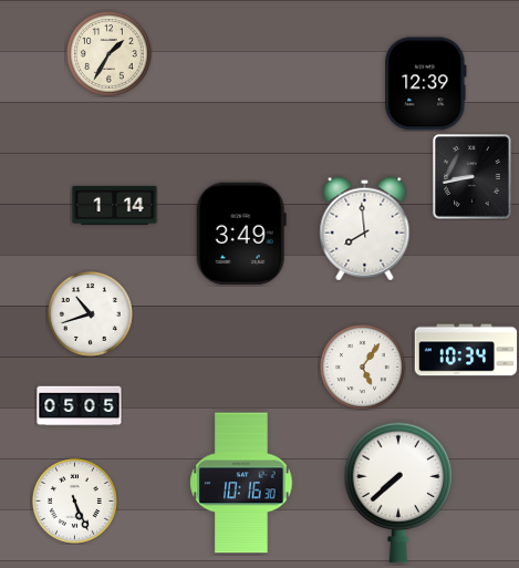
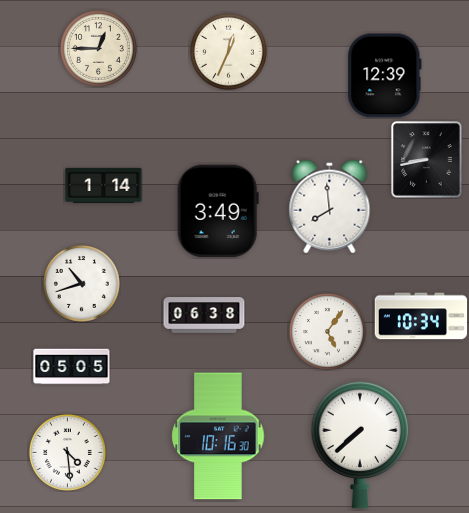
clock at (108, 53): 1:35 -> 12:45
clock at (228, 51): none -> 12:34
clock at (204, 315): none -> 06:38
clock at (74, 500): 5:26 -> 4:29
